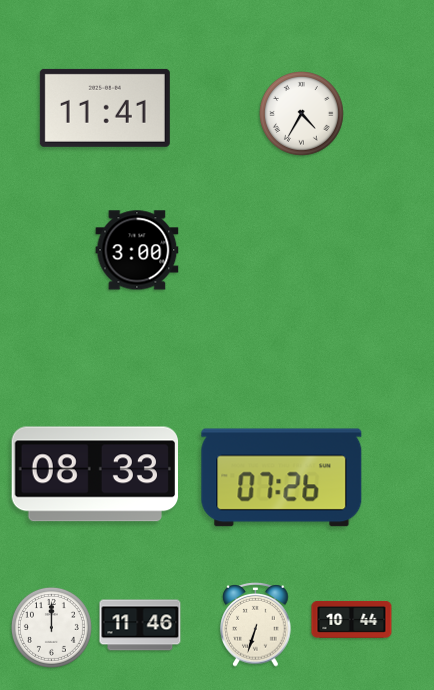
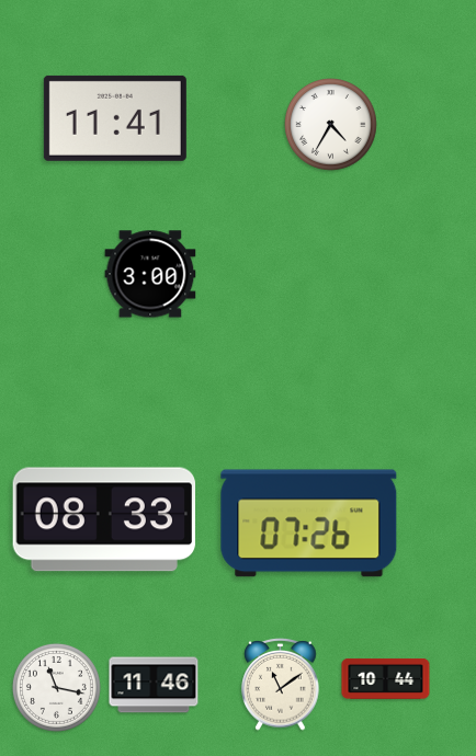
clock at (256, 625): 6:33 -> 11:09
clock at (51, 627): 12:00 -> 11:17
